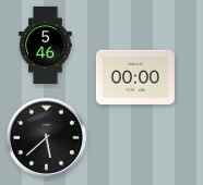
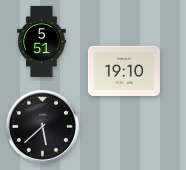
clock at (46, 45): 5:46 -> 5:51
clock at (135, 77): 00:00 -> 19:10
